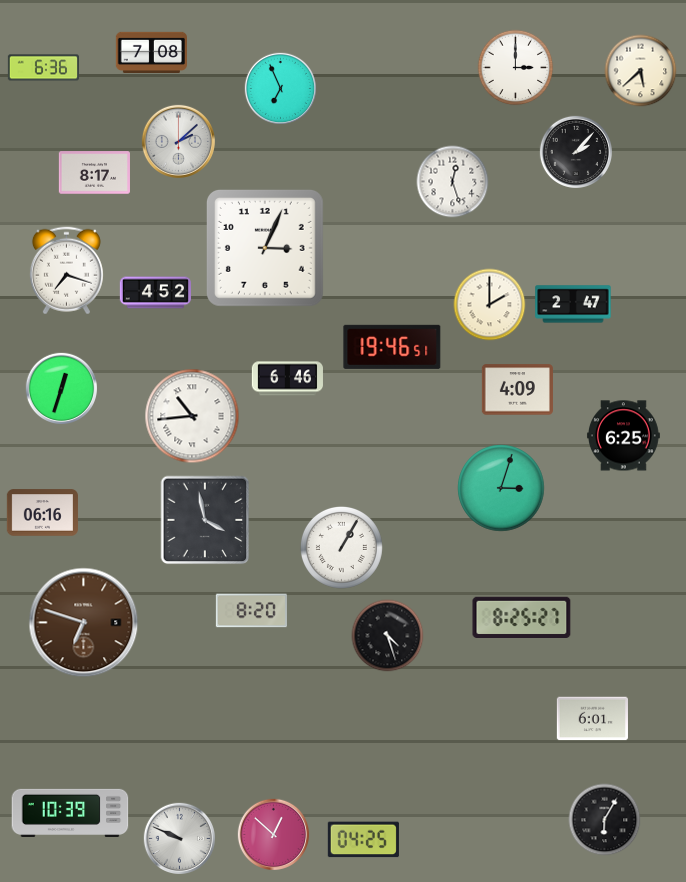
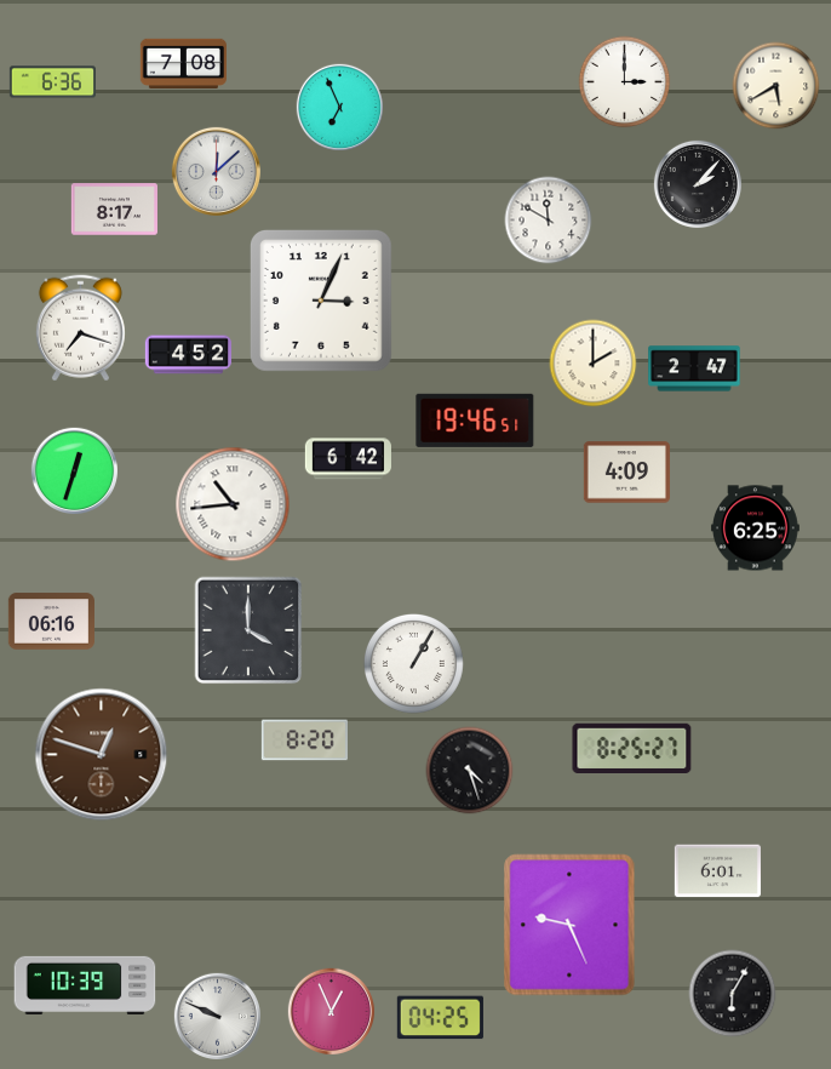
clock at (641, 71): 5:38 -> 5:40
clock at (178, 141): 2:08 -> 12:08
clock at (453, 182): 12:27 -> 11:50
clock at (490, 305) position: (490, 305) -> (594, 364)
clock at (287, 379): 6:46 -> 6:42
clock at (501, 488): 3:03 -> none
clock at (205, 520): 3:58 -> 4:00
clock at (84, 623): 6:48 -> 12:48
clock at (569, 925): none -> 9:26
clock at (273, 834): 12:52 -> 12:56
